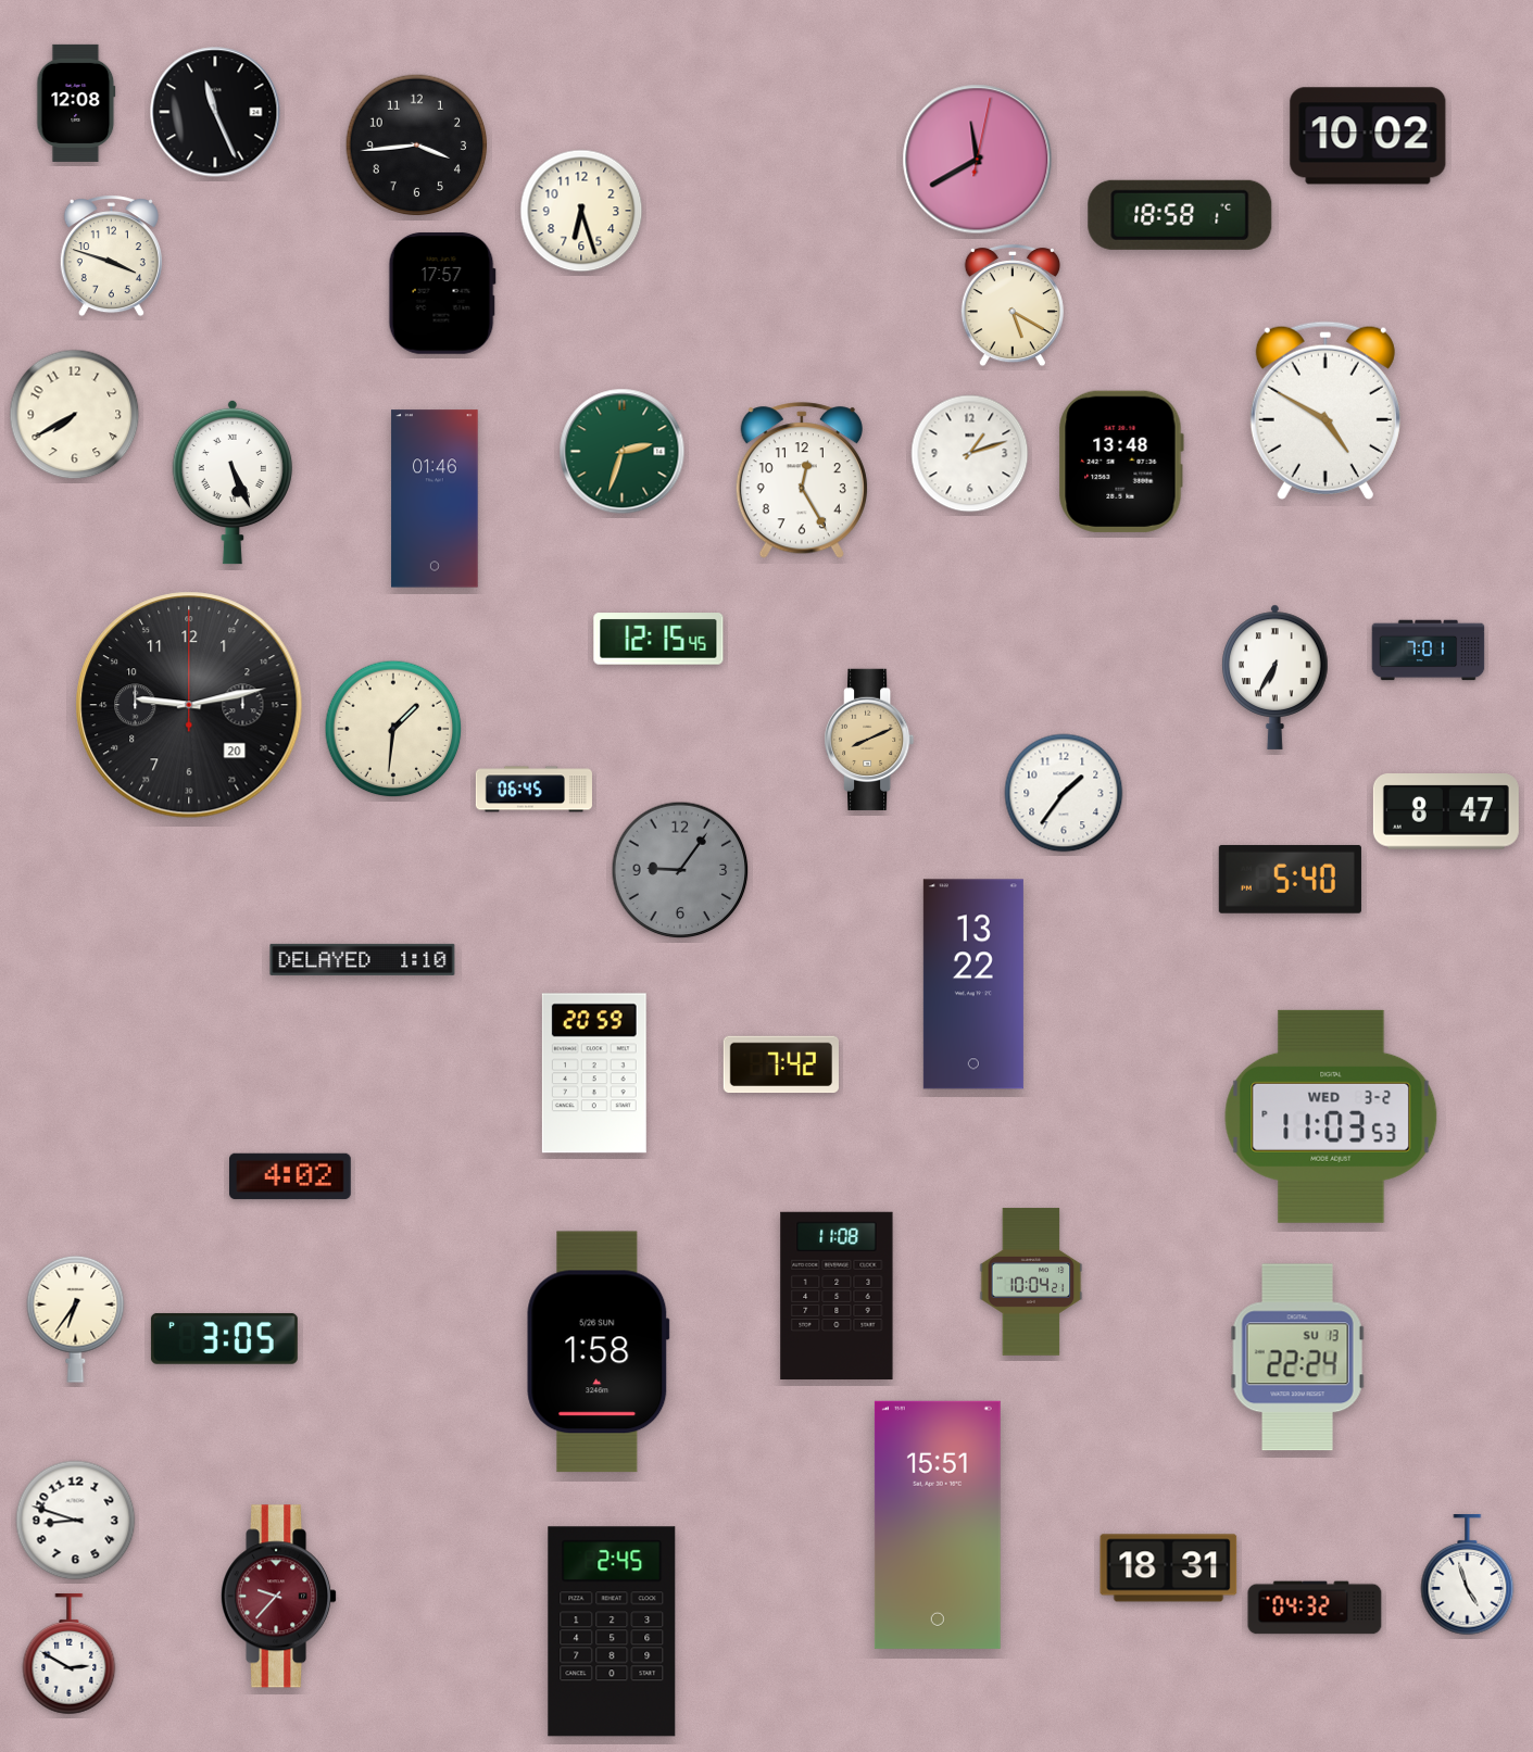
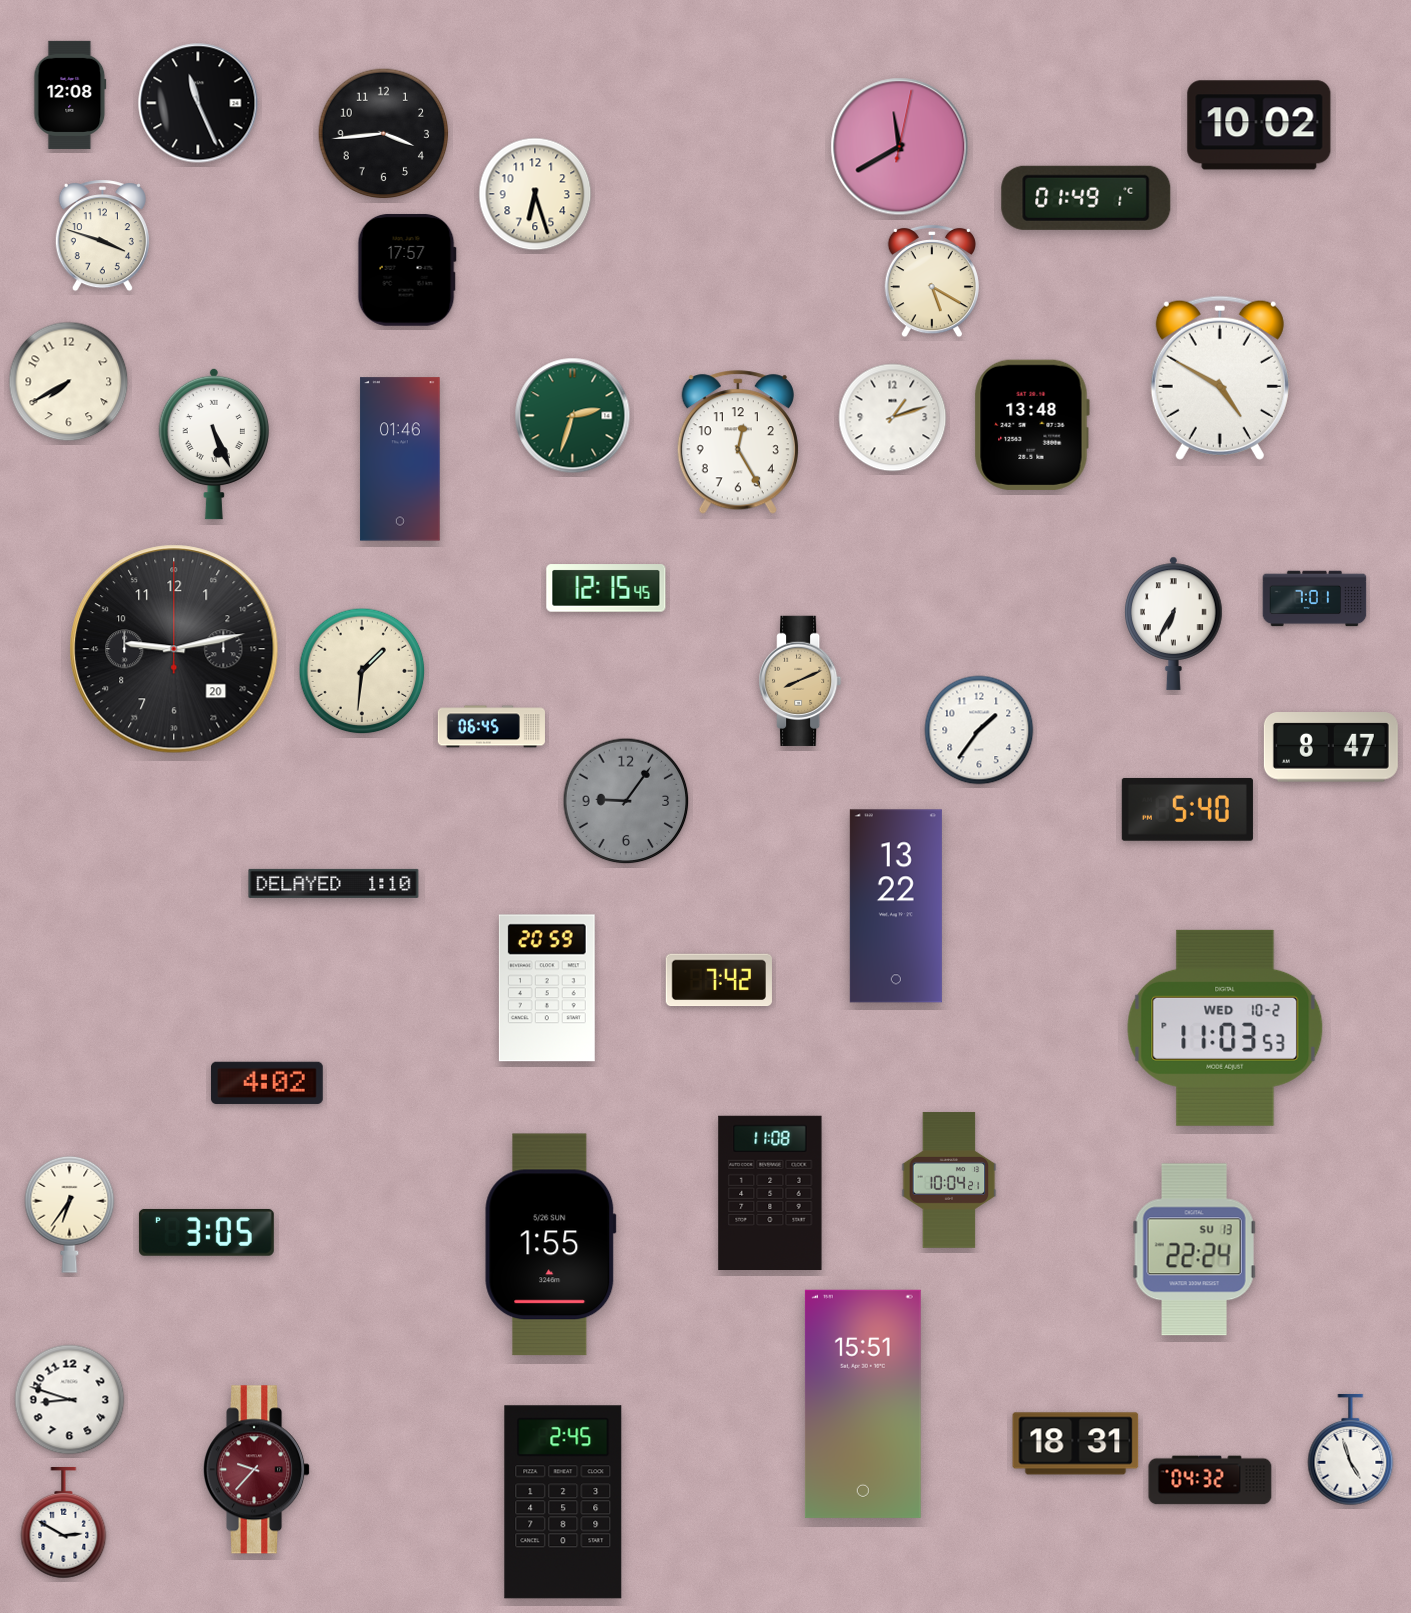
clock at (1180, 215): 18:58 -> 01:49
clock at (1331, 1117) date: WED 3-2 -> WED 10-2
clock at (599, 1352): 1:58 -> 1:55
